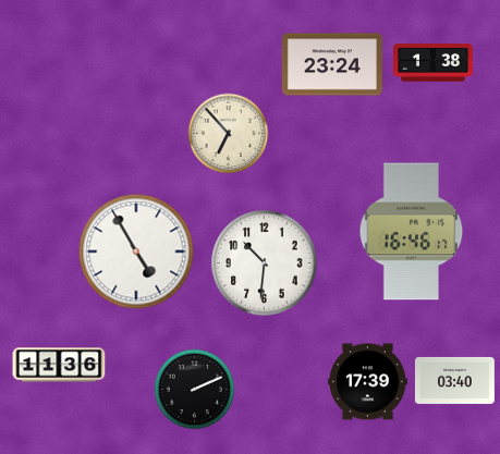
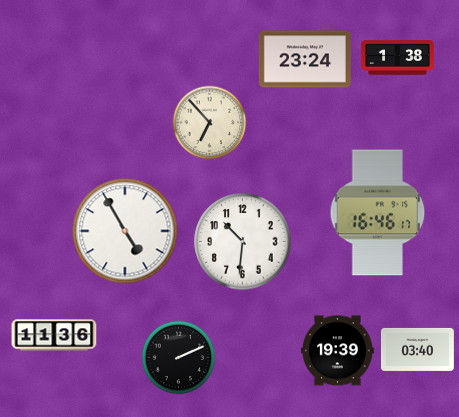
clock at (367, 382): 17:39 -> 19:39
